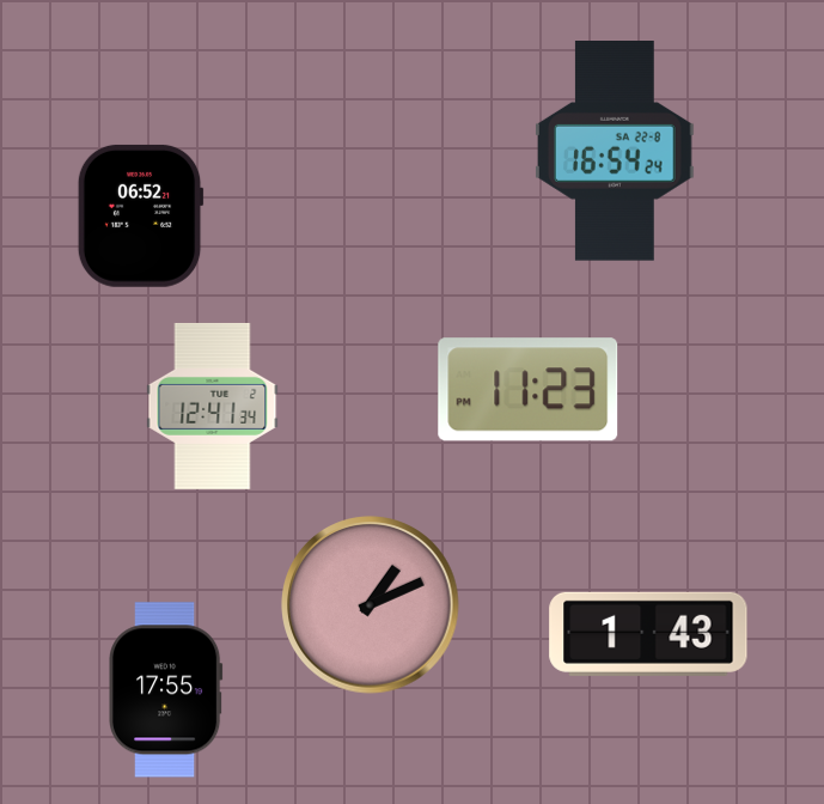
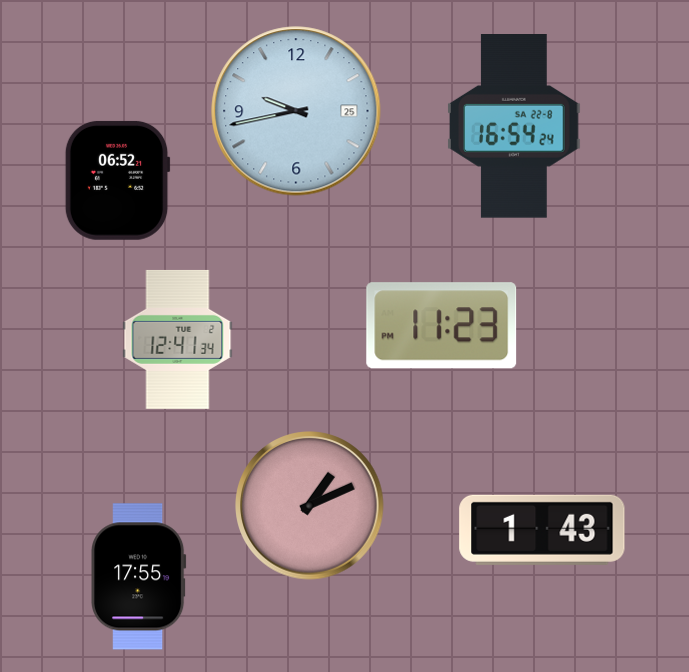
clock at (296, 111): none -> 9:43
